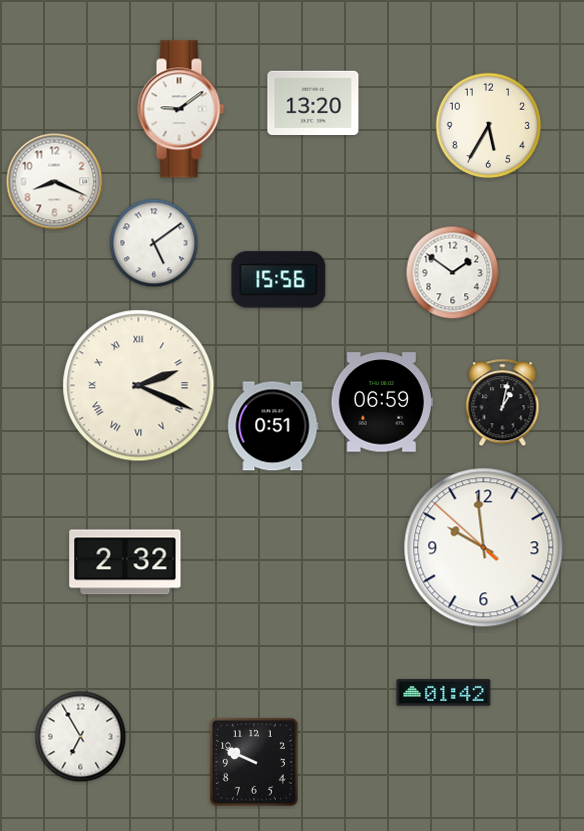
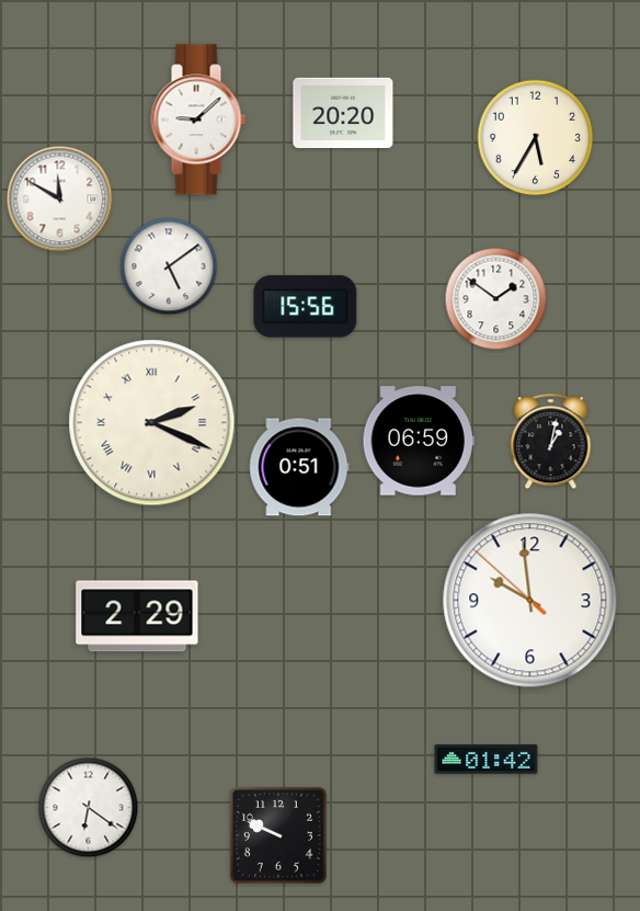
clock at (313, 103): 13:20 -> 20:20
clock at (181, 109): 9:09 -> 9:08
clock at (55, 182): 8:19 -> 11:50
clock at (125, 562): 2:32 -> 2:29
clock at (81, 737): 6:55 -> 6:21
